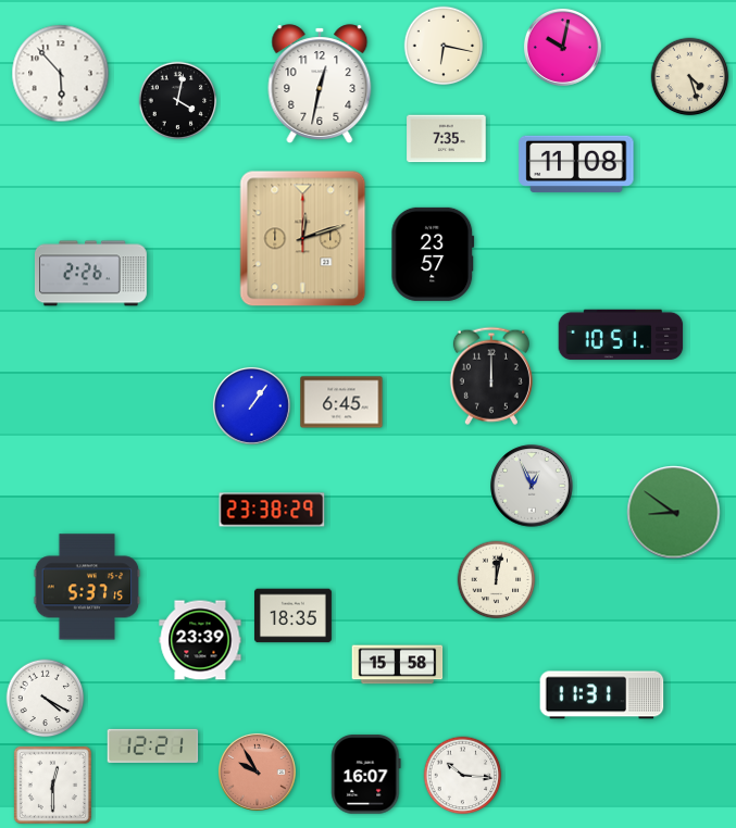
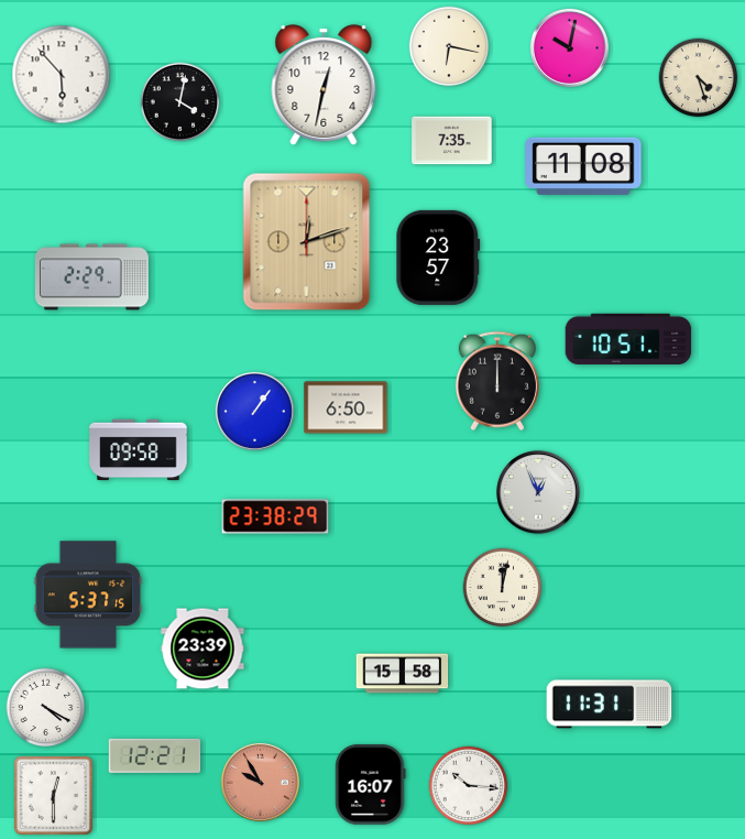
clock at (90, 274): 2:26 -> 2:29
clock at (341, 402): 6:45 -> 6:50
clock at (139, 450): none -> 09:58
clock at (674, 513): 8:51 -> none
clock at (292, 616): 18:35 -> none
